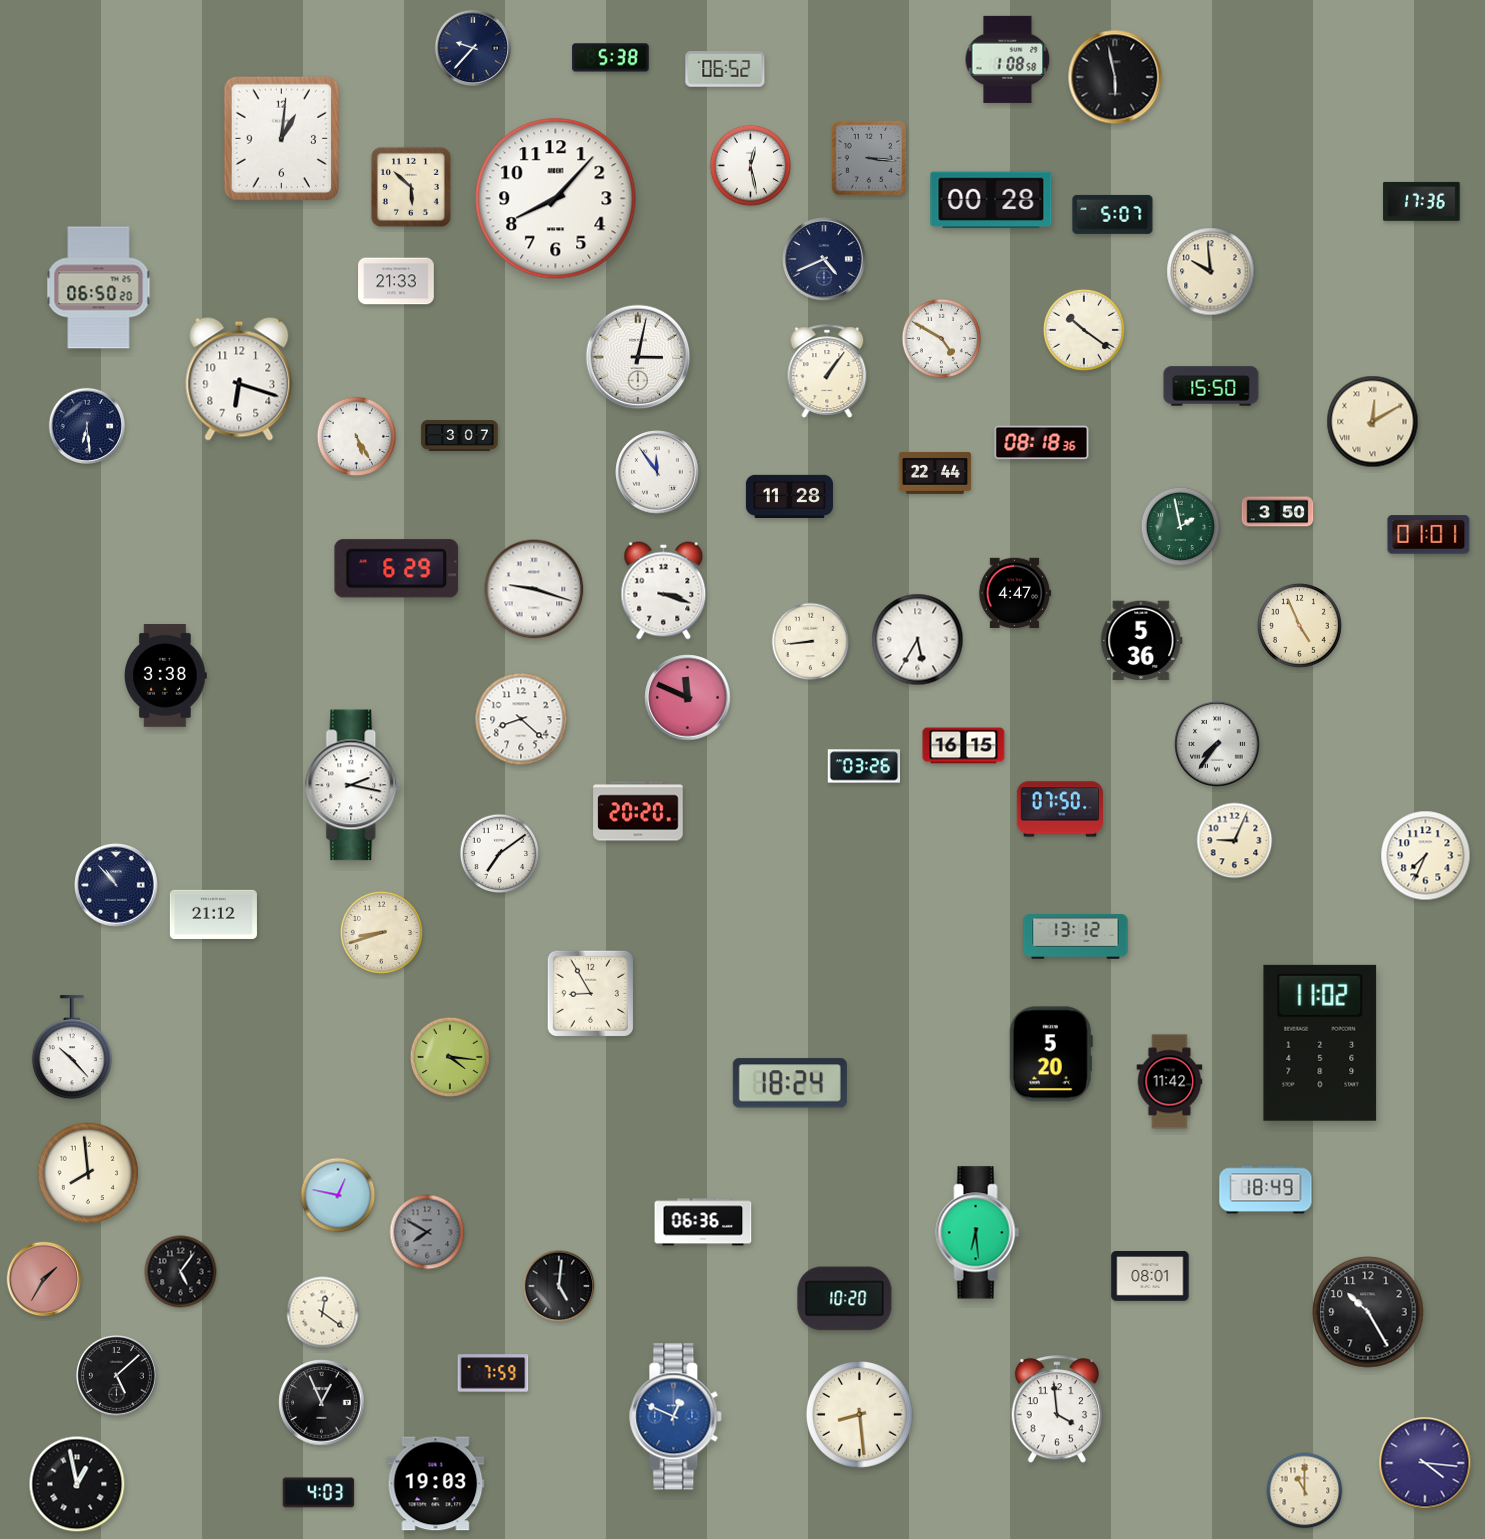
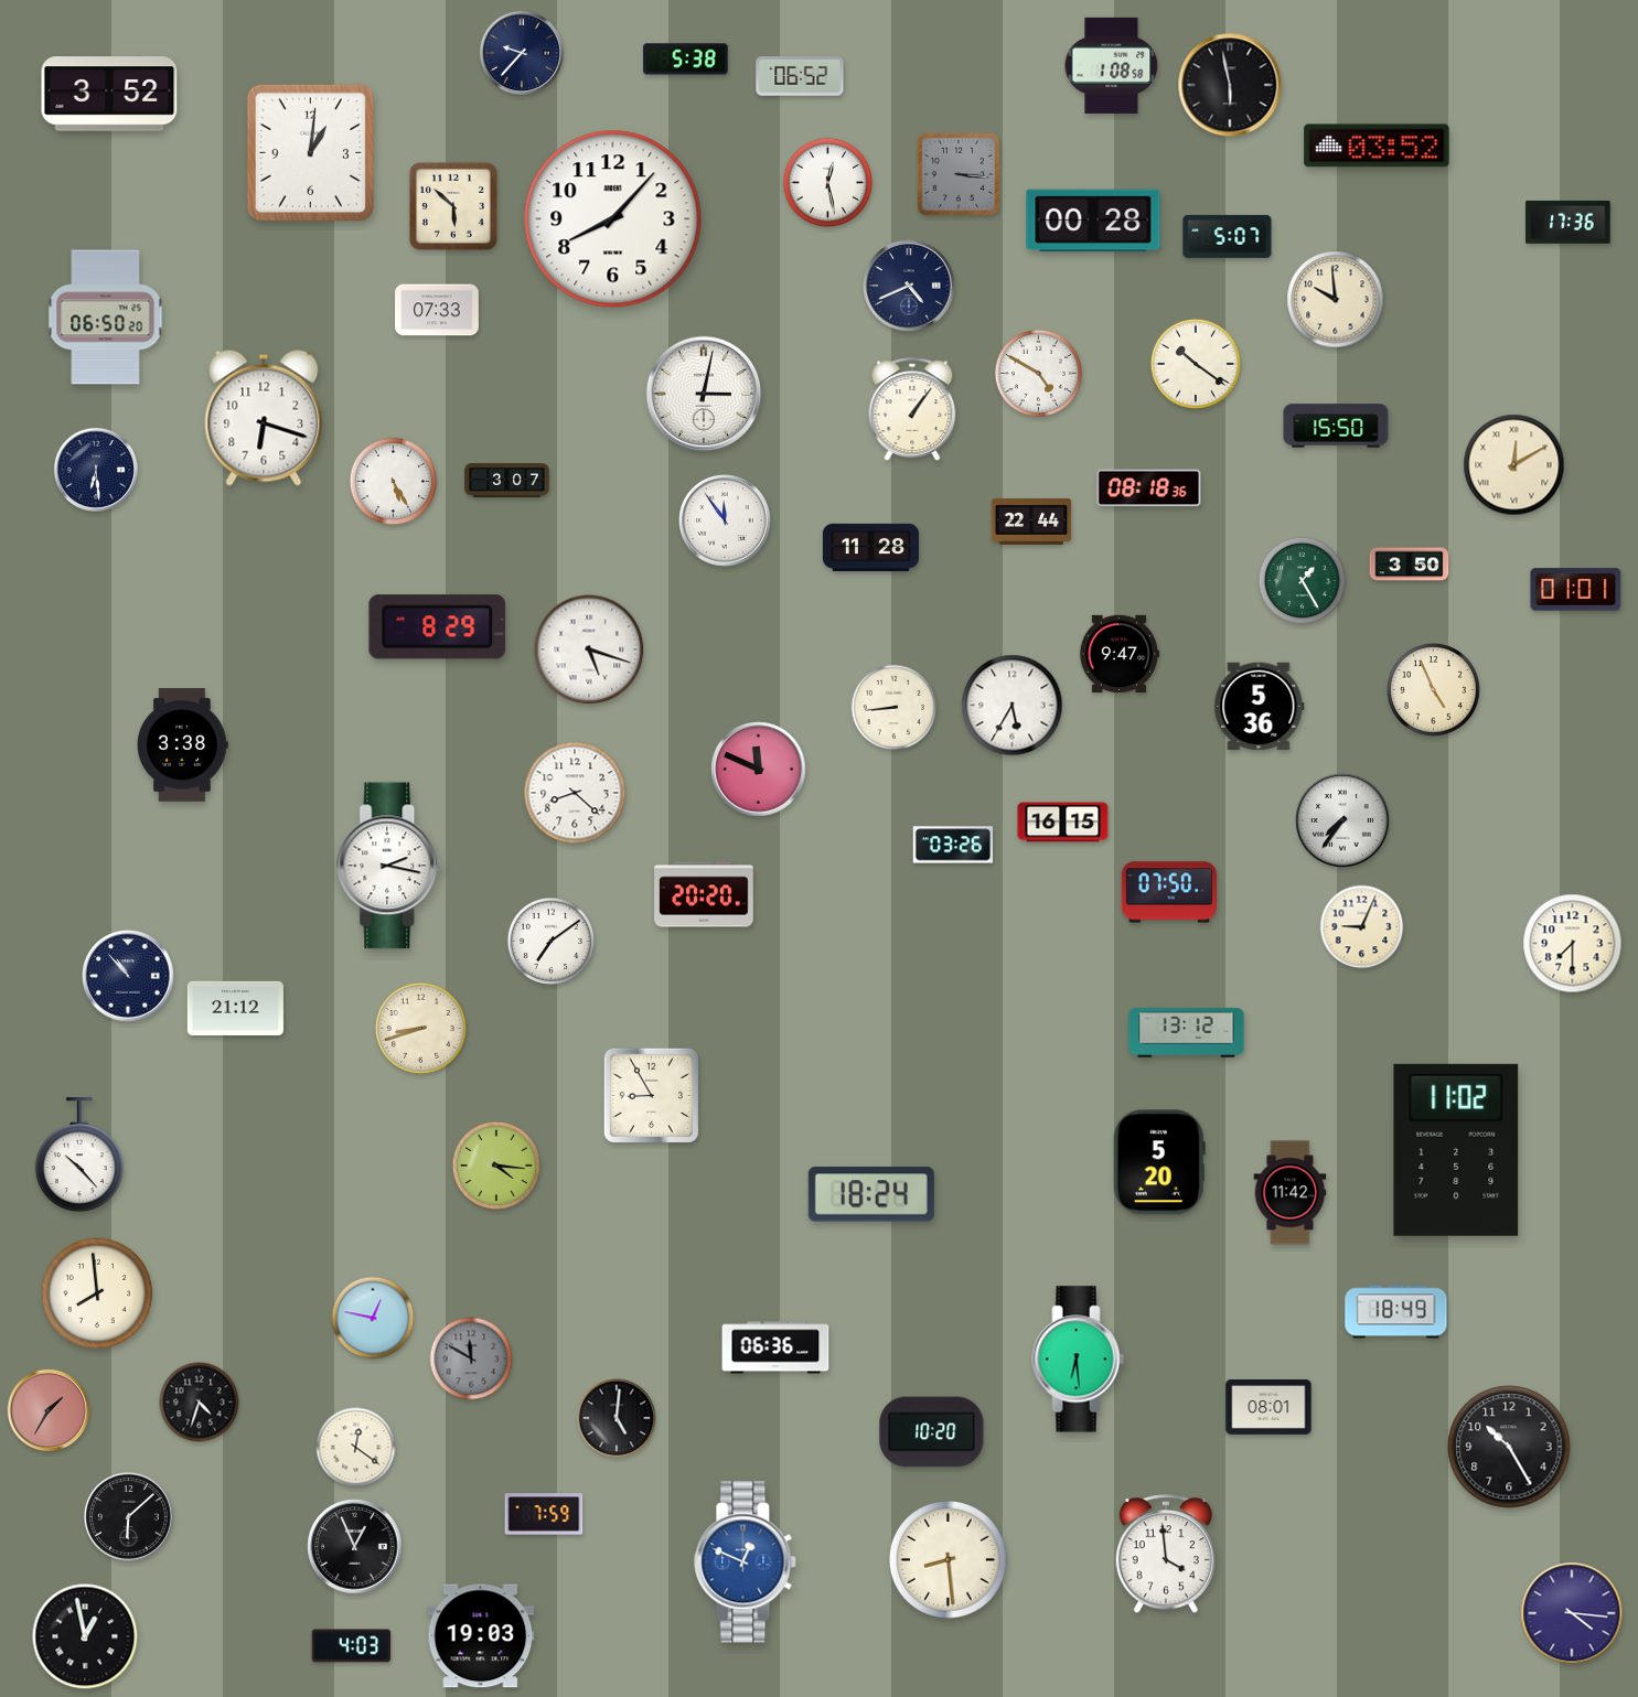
clock at (611, 58) position: (611, 58) -> (686, 60)
clock at (109, 94): none -> 3:52
clock at (1377, 146): none -> 03:52
clock at (396, 281): 21:33 -> 07:33
clock at (99, 288) position: (99, 288) -> (106, 318)
clock at (1181, 527): 1:58 -> 1:25
clock at (397, 569): 6:29 -> 8:29
clock at (534, 589): 9:18 -> 5:18
clock at (664, 591): 3:18 -> none
clock at (1015, 592): 4:47 -> 9:47
clock at (1426, 856): 7:34 -> 7:30
clock at (427, 1232): 7:50 -> 11:50
clock at (181, 1272): 5:06 -> 4:33
clock at (116, 1375): 5:08 -> 6:08
clock at (1305, 1491): 11:00 -> none
